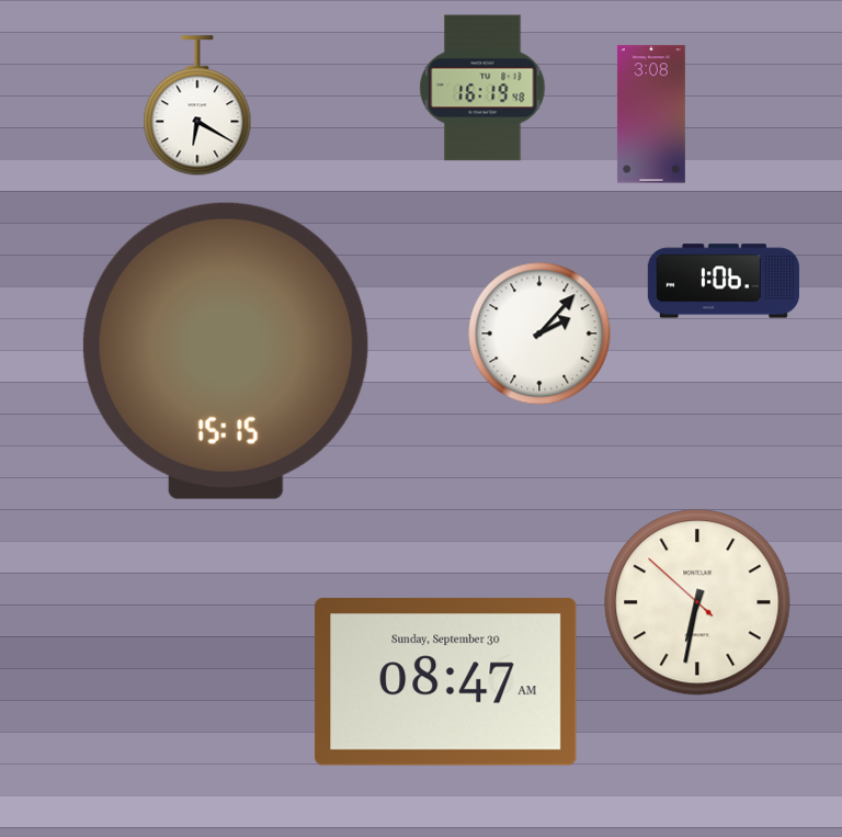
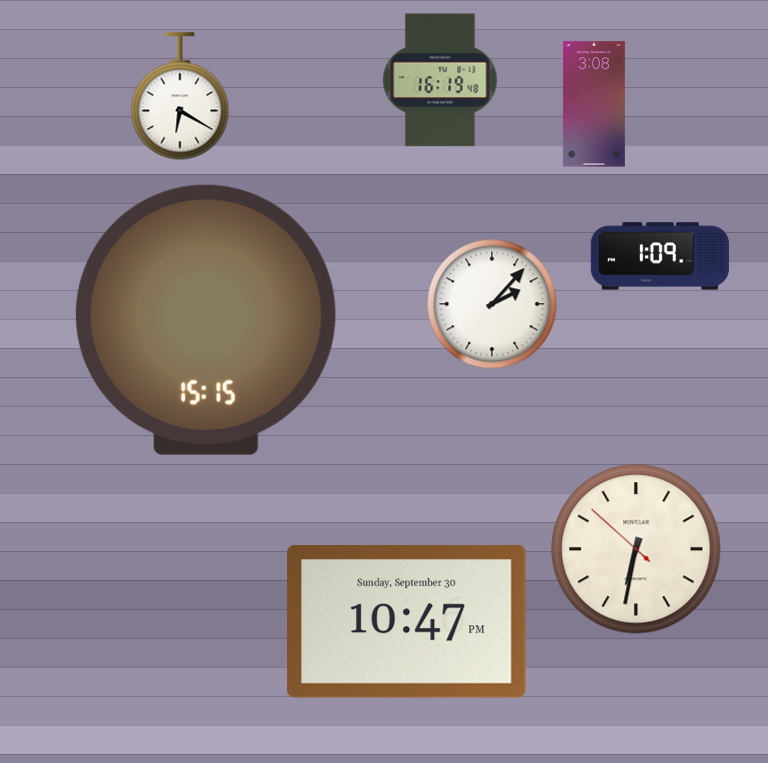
clock at (724, 281): 1:06 -> 1:09
clock at (446, 682): 08:47 -> 10:47
